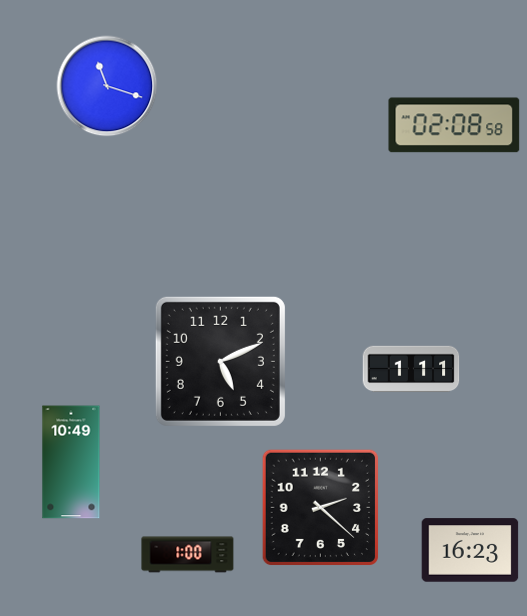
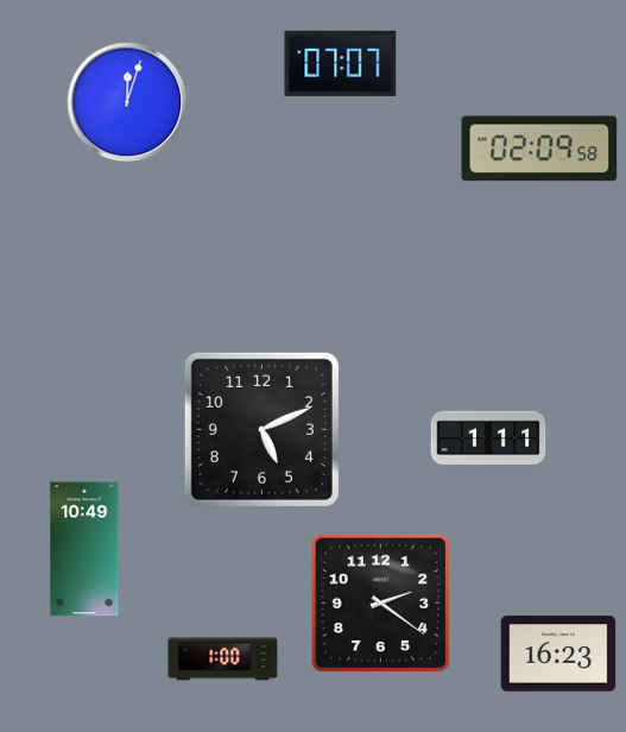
clock at (341, 63): none -> 07:07
clock at (107, 86): 11:18 -> 12:03
clock at (454, 125): 02:08 -> 02:09
clock at (320, 507): 2:22 -> 2:21
